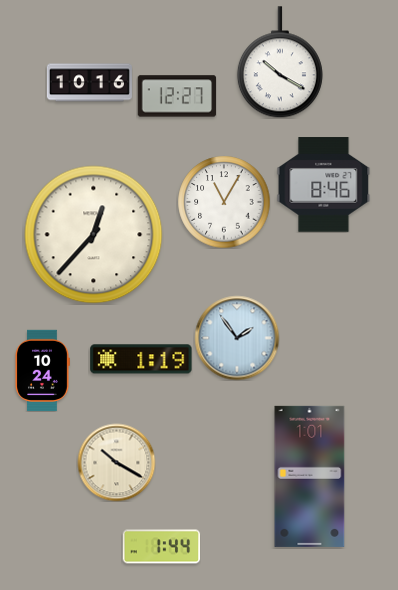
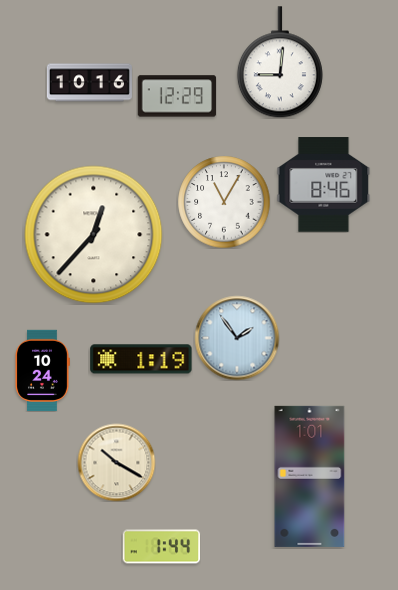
clock at (280, 62): 10:20 -> 9:01
clock at (177, 96): 12:27 -> 12:29
